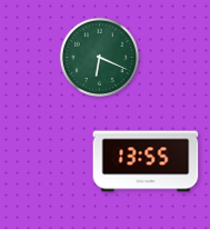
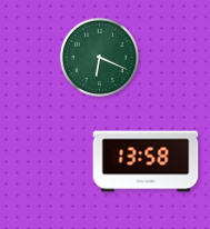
clock at (146, 161): 13:55 -> 13:58
